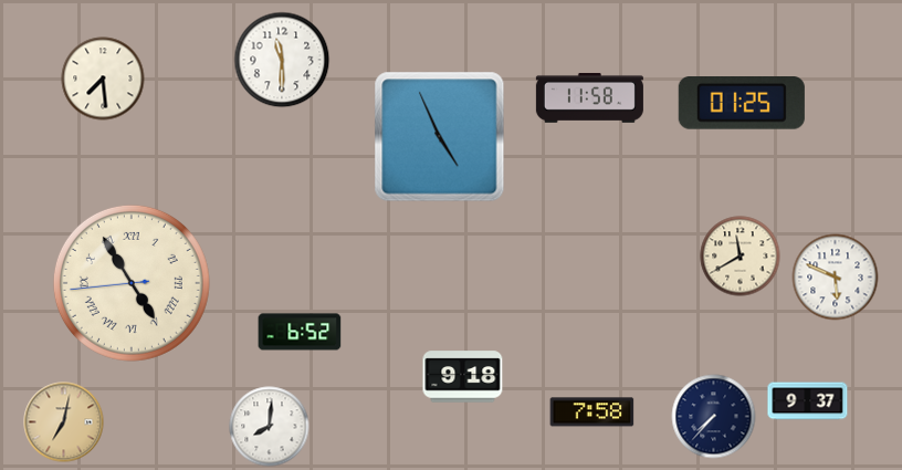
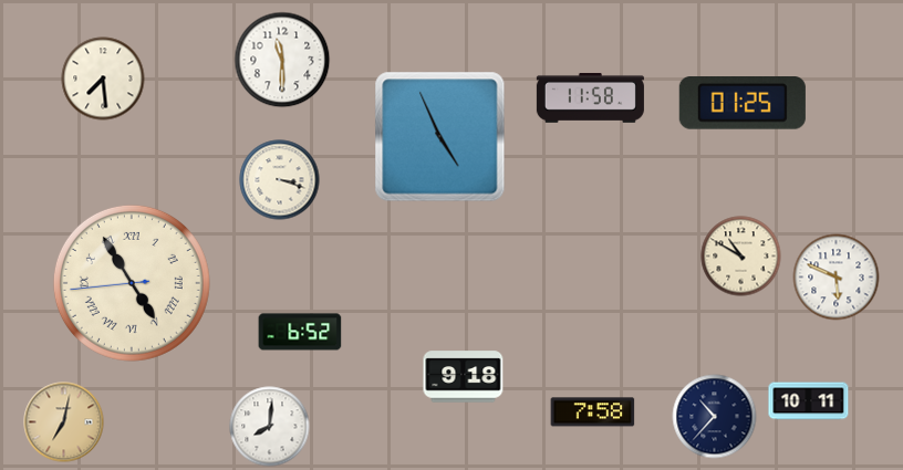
clock at (280, 180): none -> 3:18
clock at (741, 257): 11:40 -> 10:50
clock at (808, 401): 9:37 -> 10:11
clock at (714, 417): 7:37 -> 10:37
